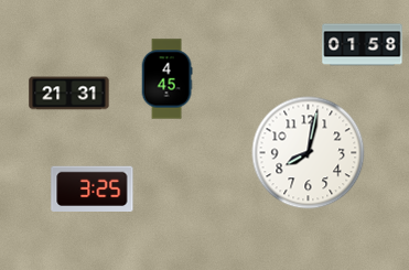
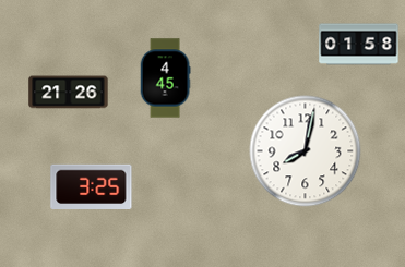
clock at (69, 94): 21:31 -> 21:26
